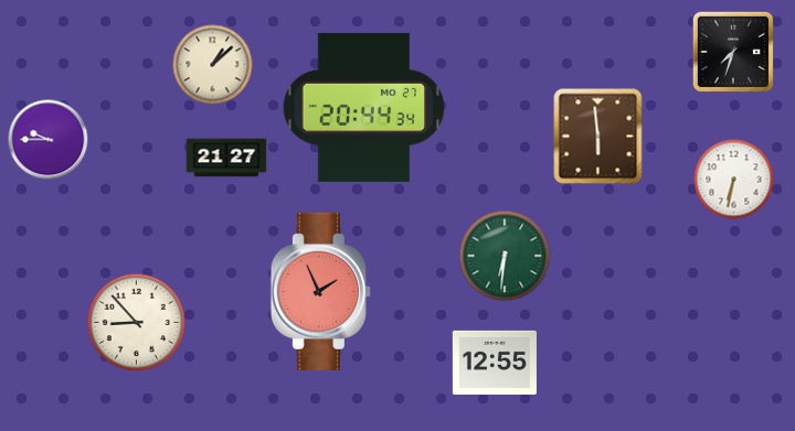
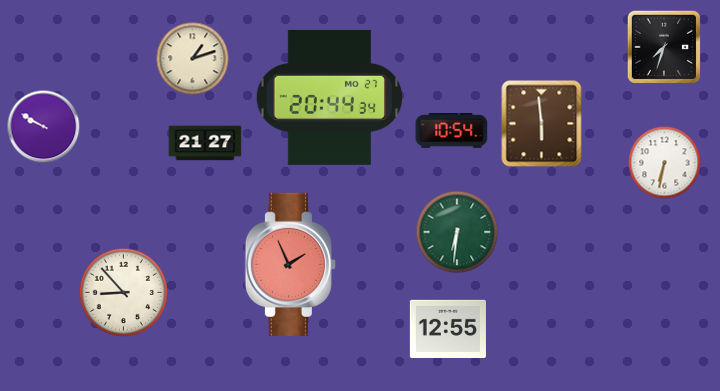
clock at (213, 65): 1:08 -> 1:12
clock at (49, 140): 9:45 -> 9:50
clock at (452, 131): none -> 10:54
